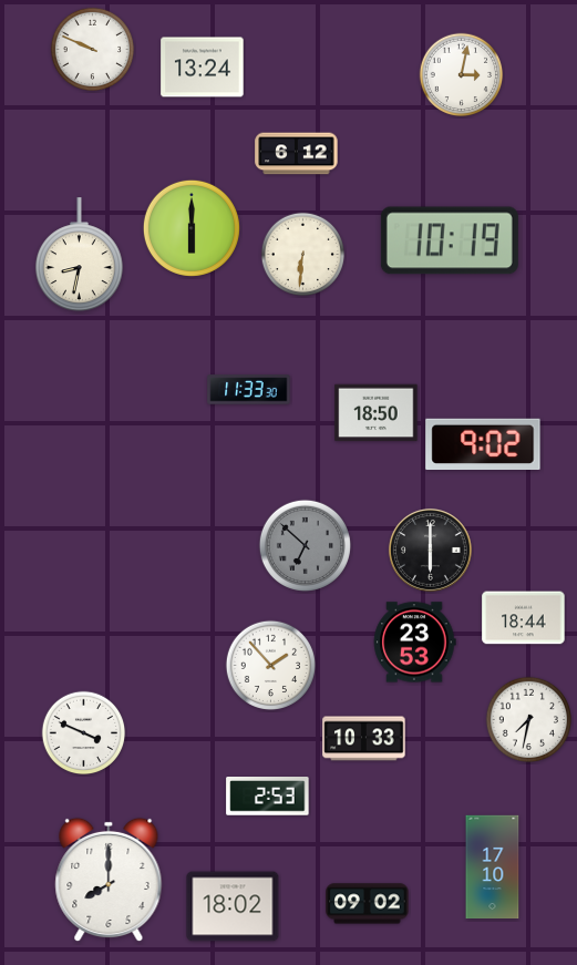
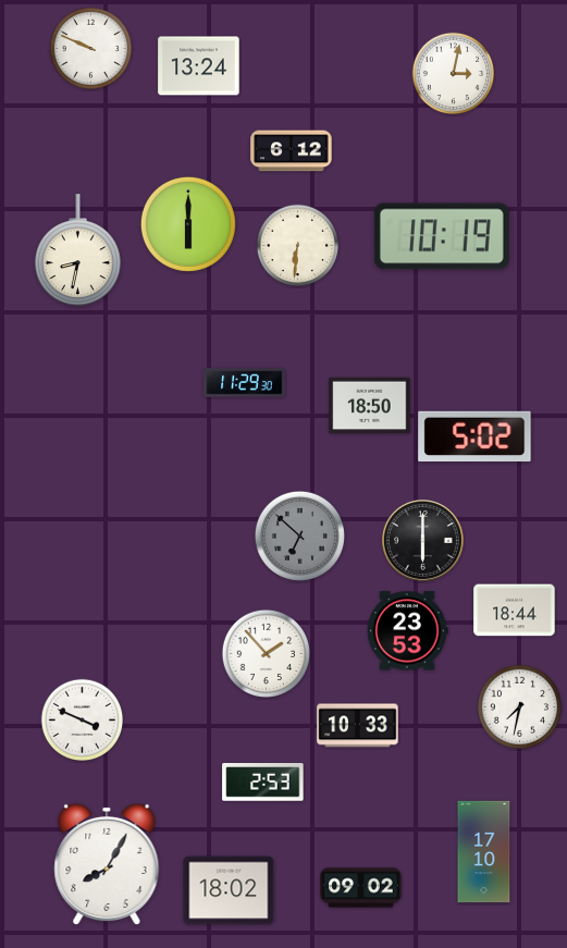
clock at (303, 255) position: (303, 255) -> (298, 246)
clock at (249, 390): 11:33 -> 11:29
clock at (483, 443): 9:02 -> 5:02
clock at (524, 618) position: (524, 618) -> (515, 611)
clock at (109, 880): 8:00 -> 8:05
